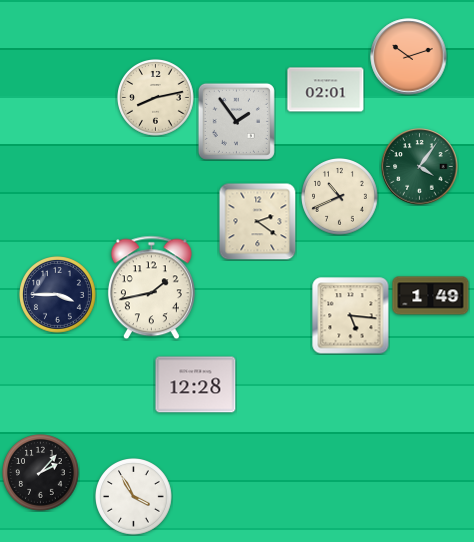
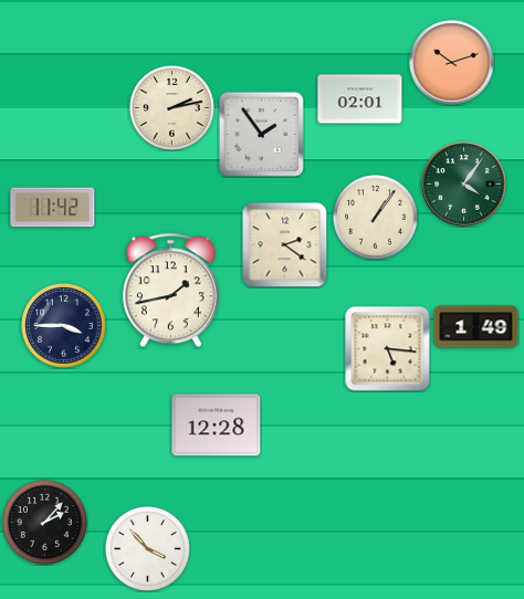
clock at (156, 98): 8:13 -> 2:13
clock at (53, 208): none -> 11:42
clock at (340, 197): 10:41 -> 1:06
clock at (151, 288) position: (151, 288) -> (170, 291)
clock at (134, 497): 3:55 -> 3:53
